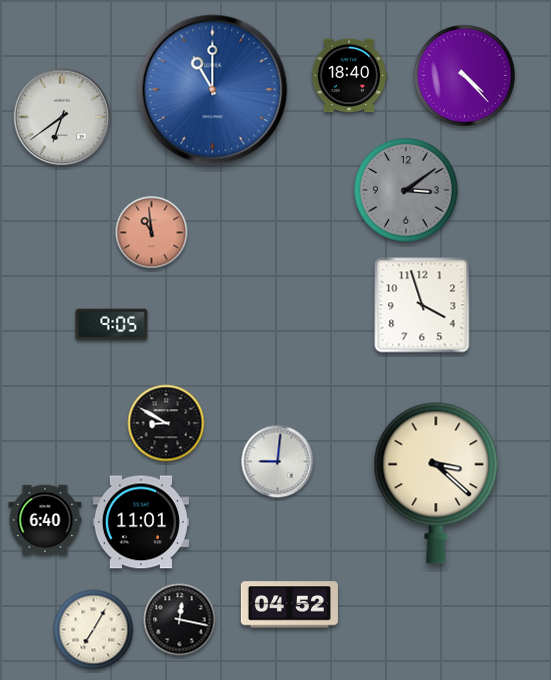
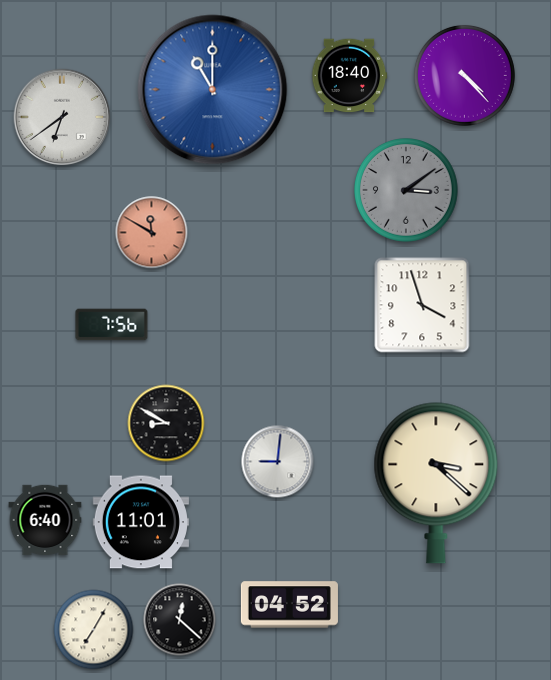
clock at (152, 233): 10:59 -> 11:50
clock at (112, 325): 9:05 -> 7:56
clock at (180, 620): 12:17 -> 12:22
